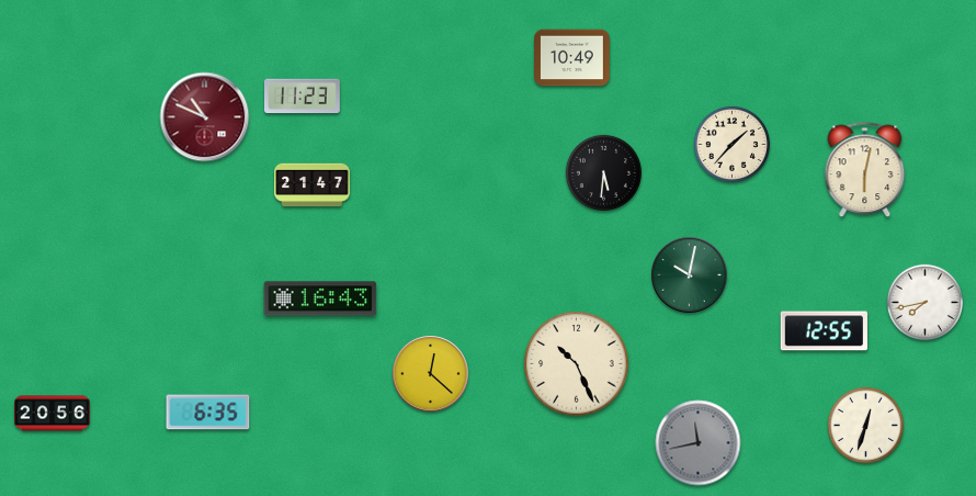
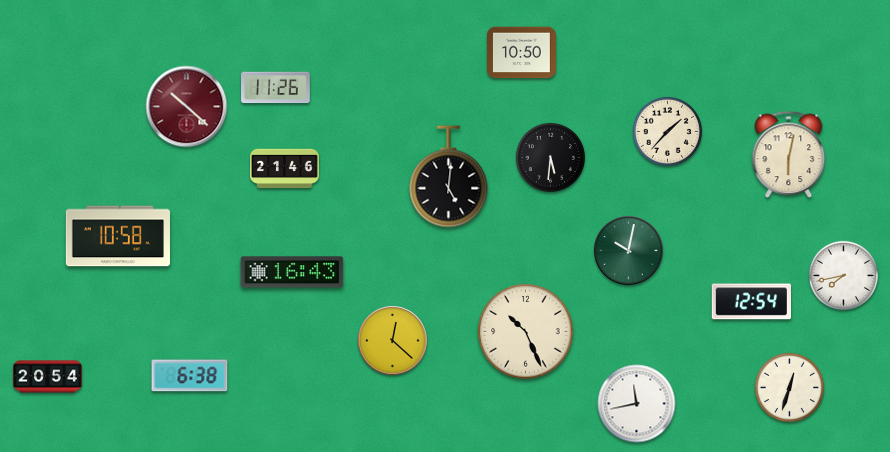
clock at (572, 58): 10:49 -> 10:50
clock at (303, 97): 11:23 -> 11:26
clock at (205, 117): 10:49 -> 10:22
clock at (313, 185): 21:47 -> 21:46
clock at (449, 177): none -> 5:01
clock at (118, 236): none -> 10:58
clock at (824, 331): 12:55 -> 12:54
clock at (208, 413): 6:35 -> 6:38
clock at (53, 414): 20:56 -> 20:54
clock at (699, 443) dial: grey -> white
